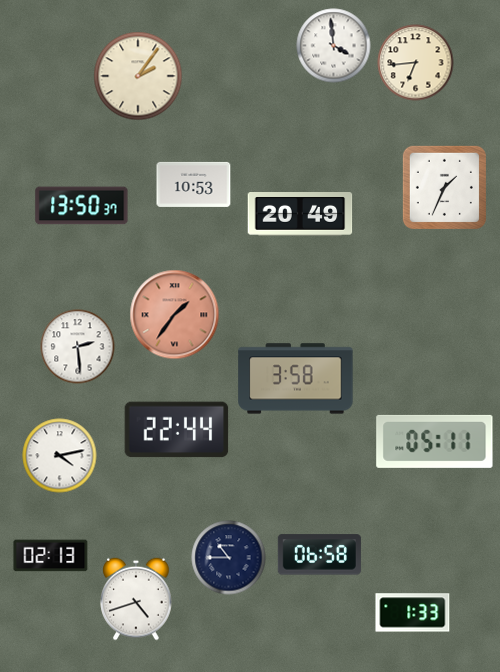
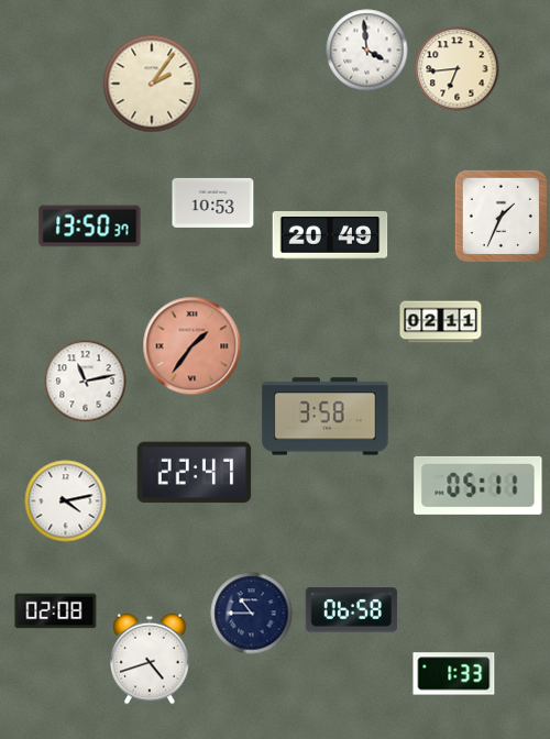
clock at (444, 187) position: (444, 187) -> (501, 216)
clock at (441, 322): none -> 02:11
clock at (78, 347): 2:29 -> 11:13
clock at (177, 430): 22:44 -> 22:47
clock at (51, 556): 02:13 -> 02:08
